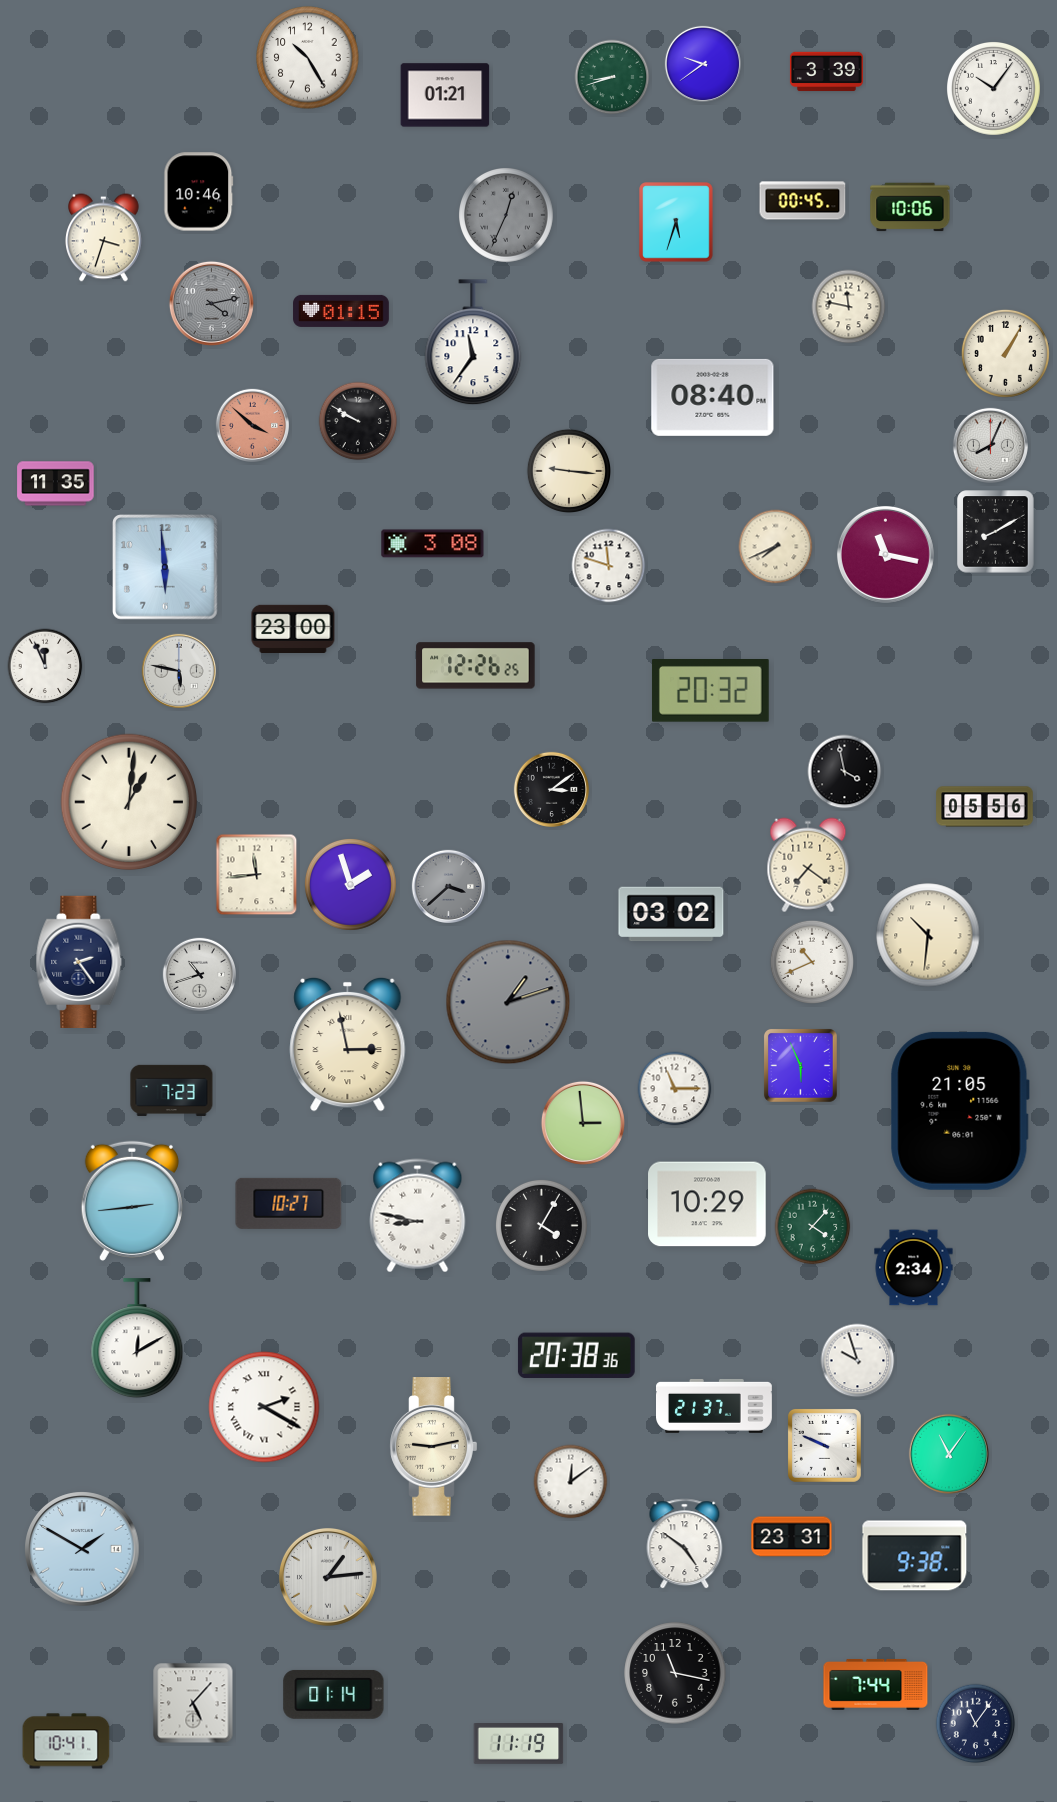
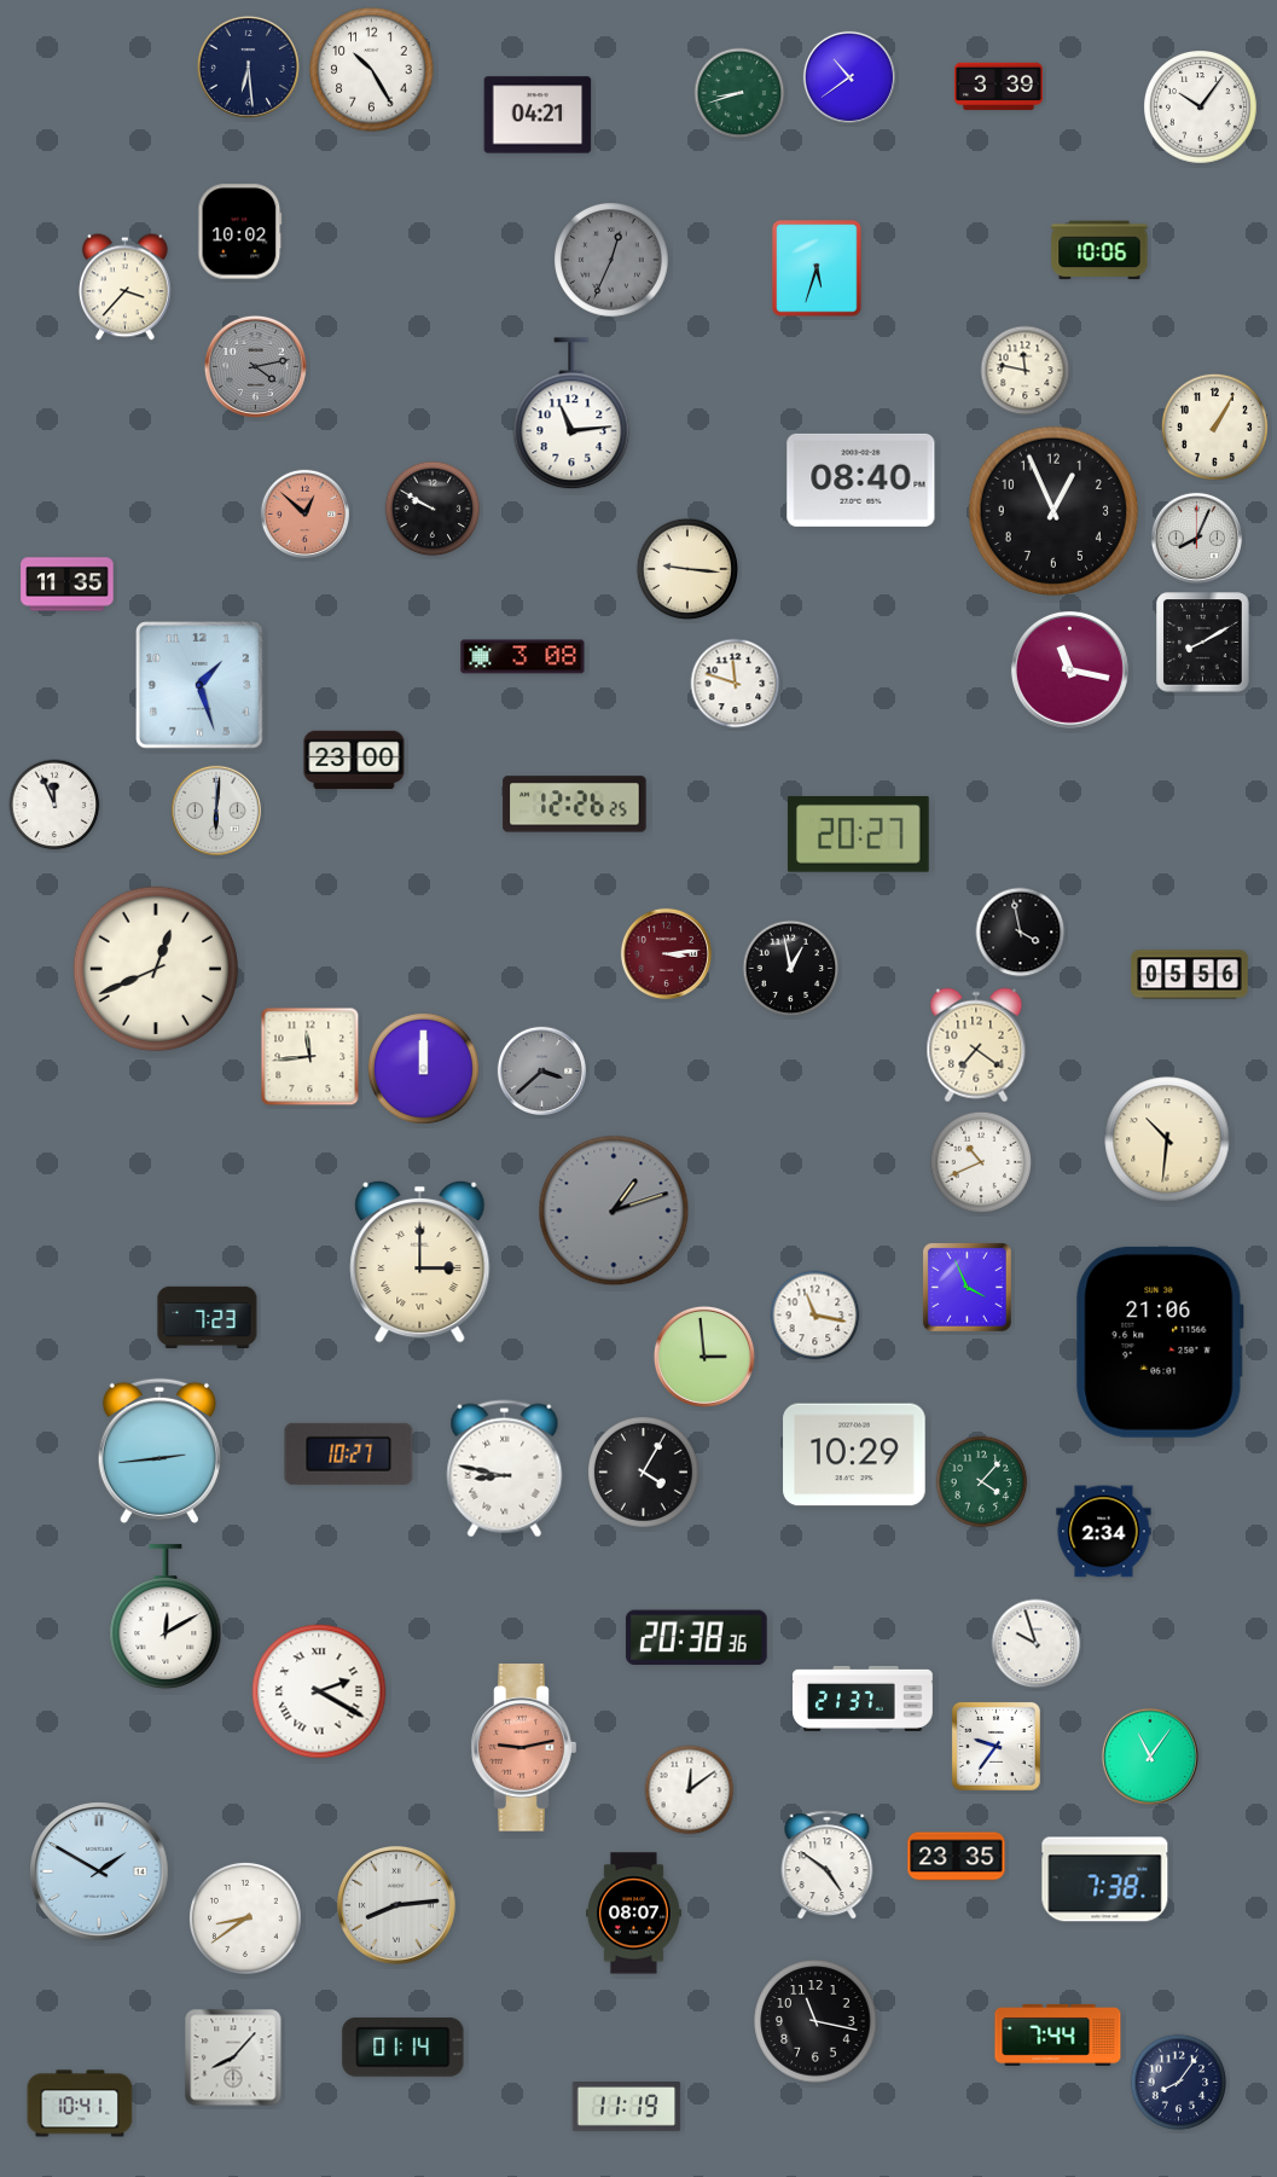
clock at (248, 66): none -> 6:29
clock at (703, 64): 9:39 -> 10:39
clock at (445, 95): 01:21 -> 04:21
clock at (199, 192): 10:46 -> 10:02
clock at (803, 201): 00:45 -> none
clock at (104, 238): 3:33 -> 3:37
clock at (341, 311): 01:15 -> none
clock at (473, 343): 11:36 -> 11:14
clock at (1053, 511): none -> 12:56
clock at (252, 425): 3:52 -> 12:52
clock at (776, 547): 7:41 -> none
clock at (166, 568): 5:59 -> 1:27
clock at (178, 670): 5:47 -> 6:01
clock at (710, 691): 20:32 -> 20:27
clock at (551, 789): 3:09 -> 3:14
clock at (551, 789) dial: black -> burgundy
clock at (129, 802): 1:01 -> 12:41
clock at (791, 969): none -> 12:58
clock at (350, 884): 1:57 -> 12:00
clock at (671, 914): 03:02 -> none
clock at (928, 935) position: (928, 935) -> (1167, 1139)
clock at (79, 961): 2:24 -> none
clock at (199, 974): 10:42 -> none
clock at (348, 1044): 2:58 -> 3:00
clock at (800, 1065): 5:56 -> 3:56
clock at (675, 1089): 11:15 -> 11:17
clock at (960, 1111): 21:05 -> 21:06
clock at (541, 1225) position: (541, 1225) -> (643, 1471)
clock at (264, 1407) position: (264, 1407) -> (319, 1691)
clock at (824, 1445): 9:49 -> 9:36
clock at (434, 1447) dial: cream -> salmon
clock at (949, 1454) position: (949, 1454) -> (1150, 1757)
clock at (792, 1537): 23:31 -> 23:35
clock at (915, 1556): 9:38 -> 7:38
clock at (328, 1577): 1:14 -> 8:14
clock at (634, 1914): none -> 08:07
clock at (245, 1918): none -> 8:39
clock at (193, 1703): 5:07 -> 8:07
clock at (976, 1724): 11:06 -> 8:06
